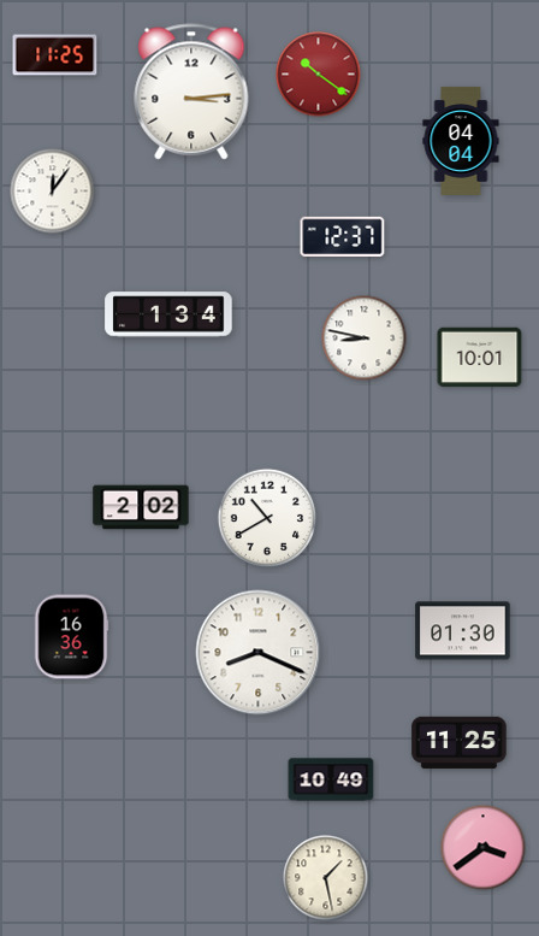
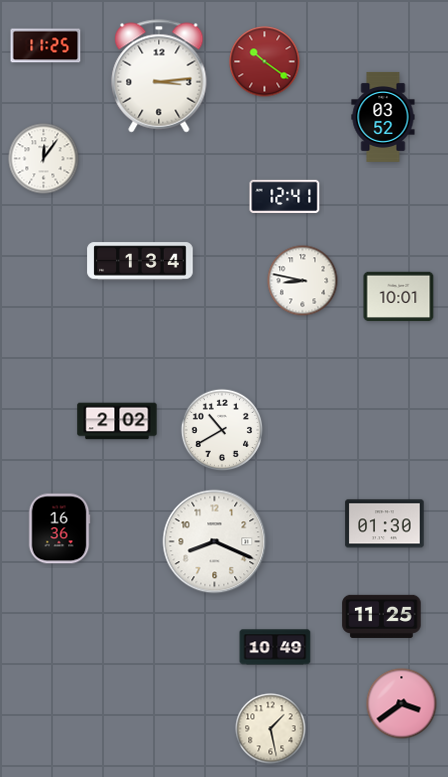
clock at (461, 141): 04:04 -> 03:52
clock at (343, 236): 12:37 -> 12:41
